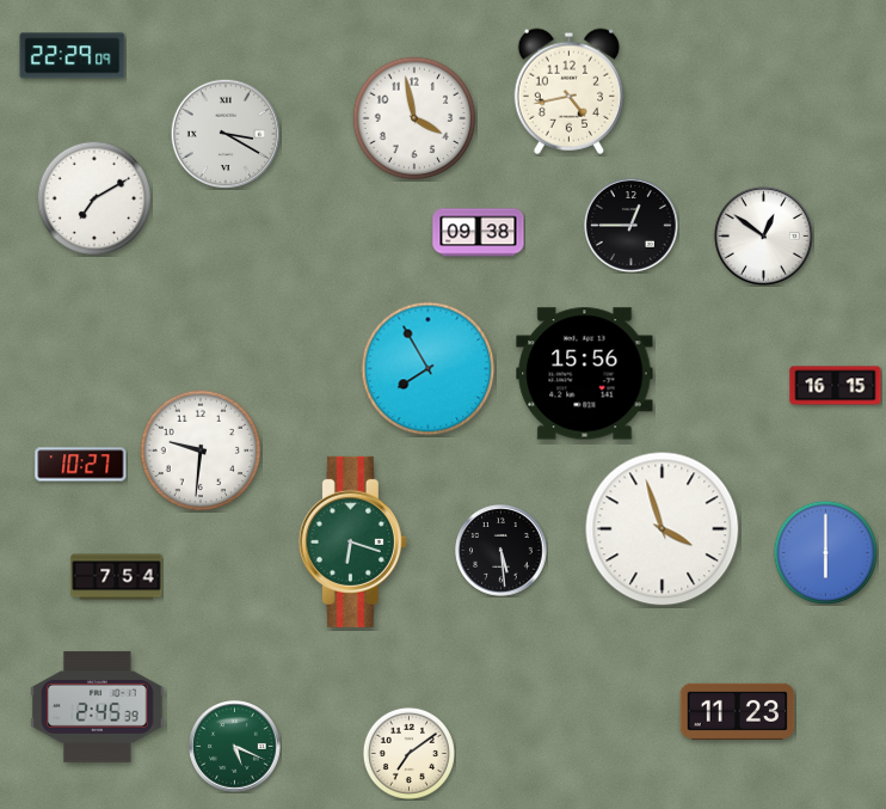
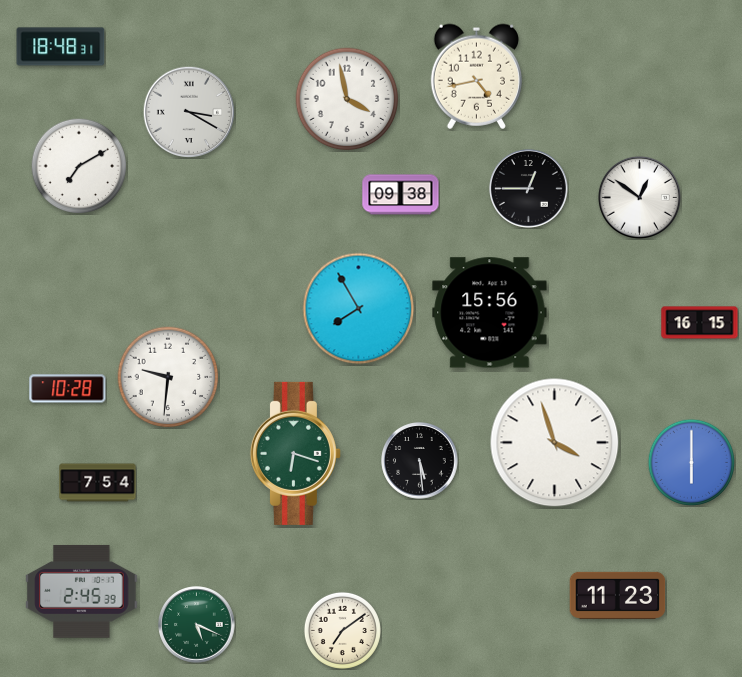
clock at (73, 56): 22:29 -> 18:48
clock at (81, 465): 10:27 -> 10:28
